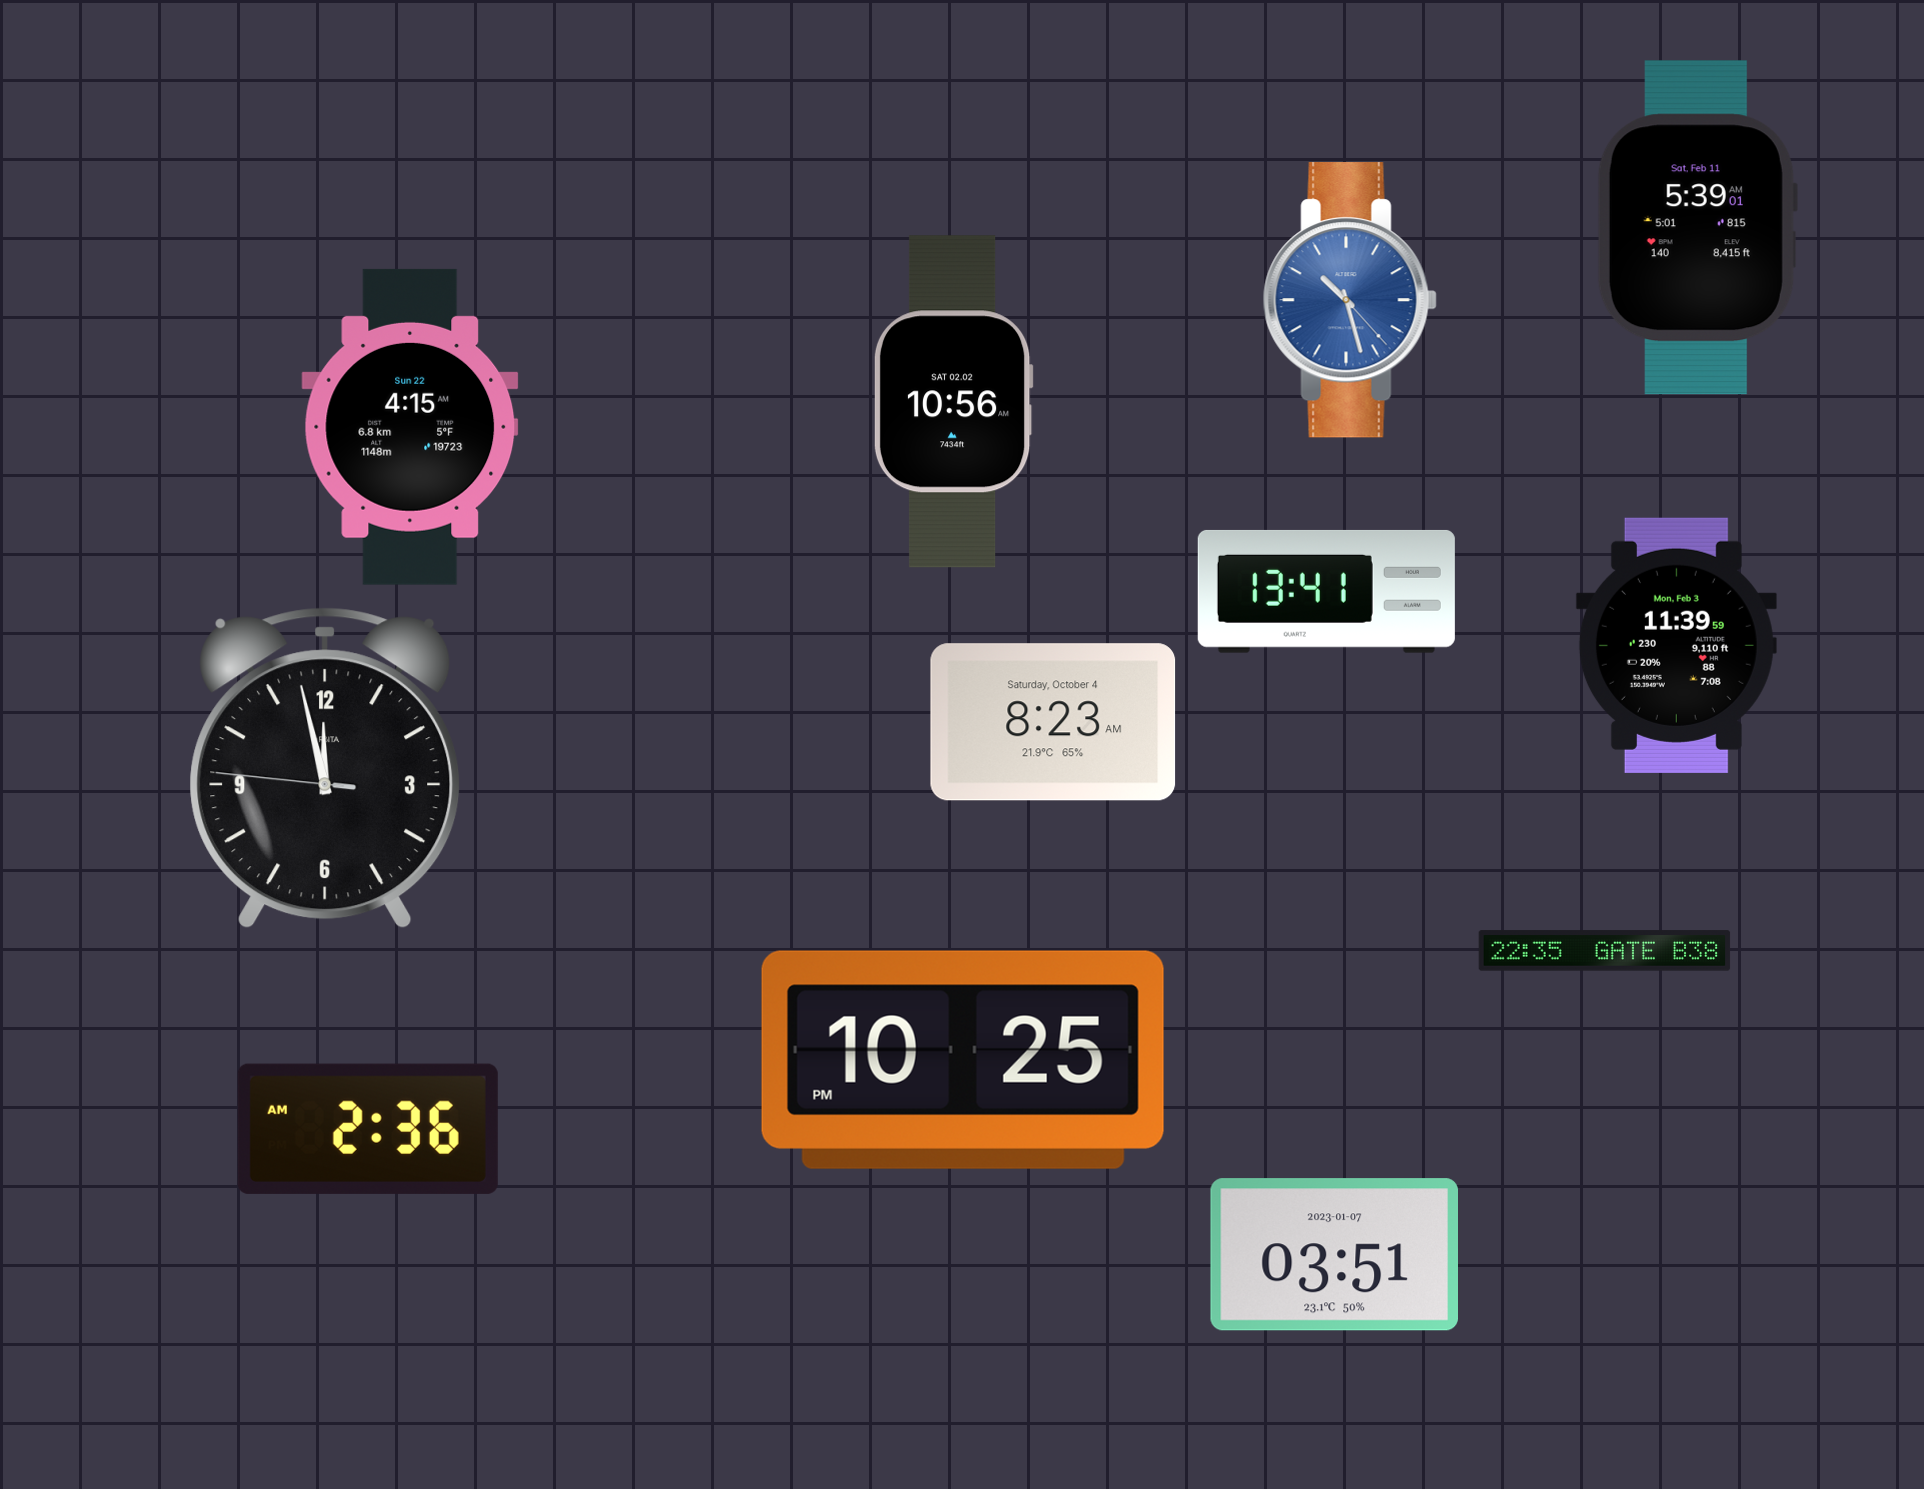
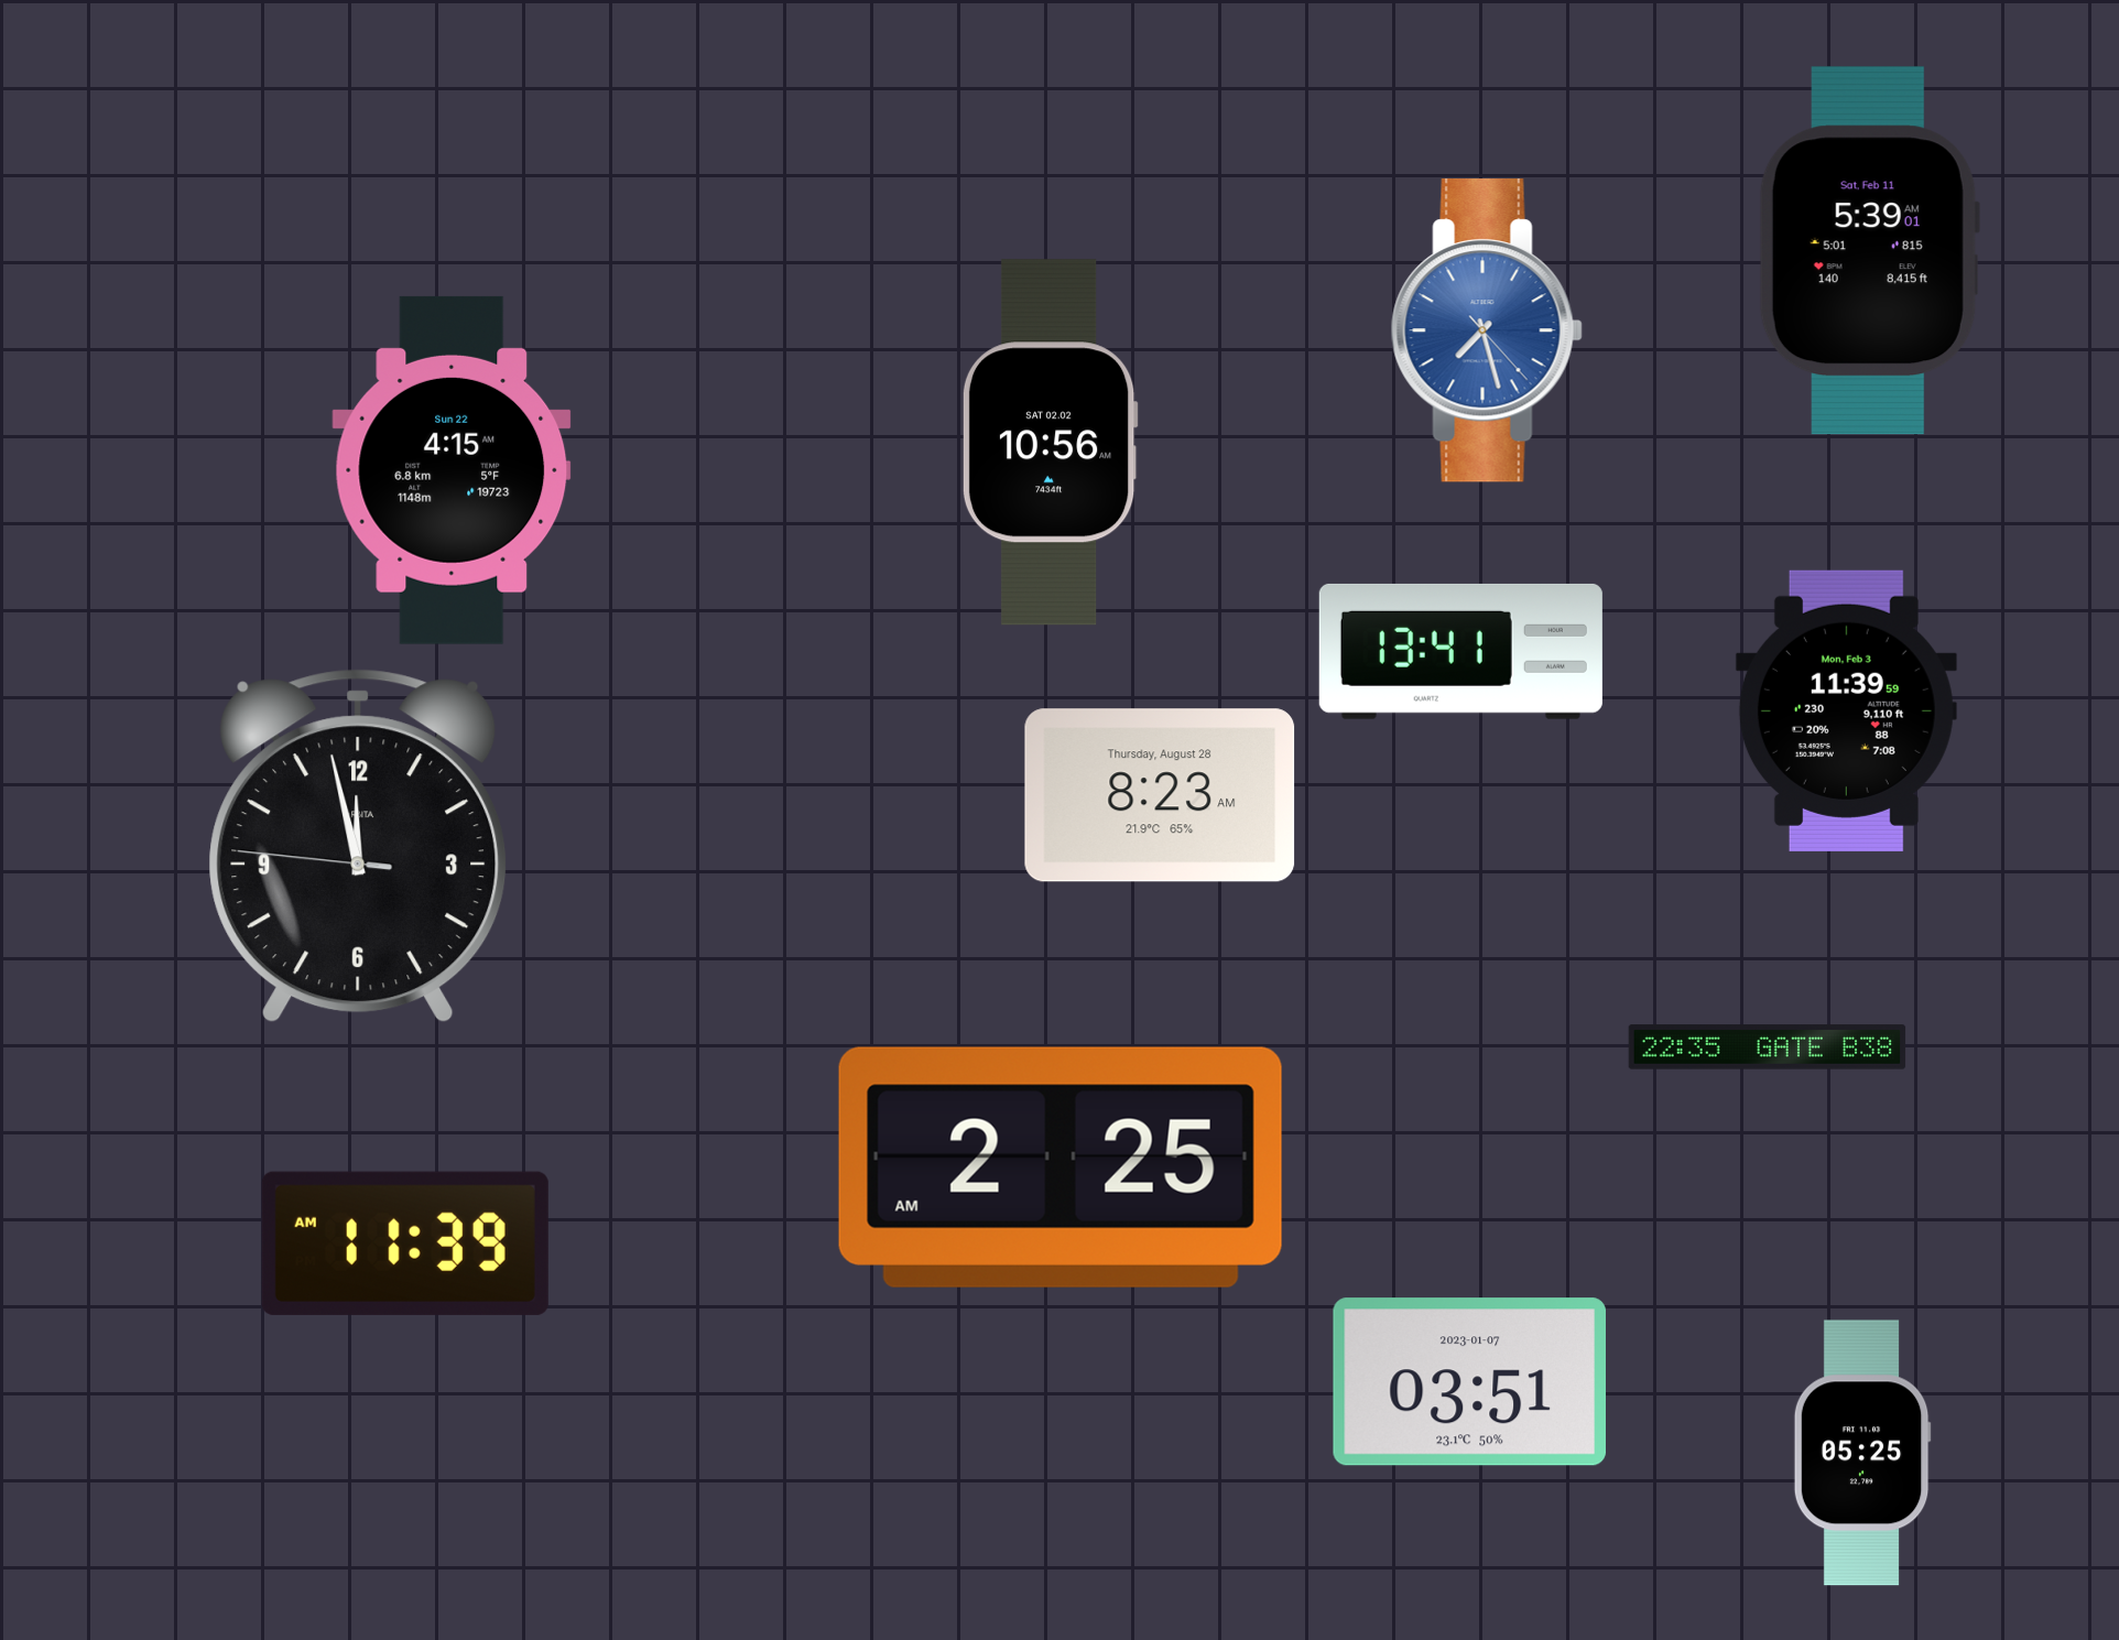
clock at (1350, 300): 10:27 -> 7:27
clock at (1053, 722) date: Saturday, October 4 -> Thursday, August 28
clock at (963, 1060): 10:25 -> 2:25
clock at (368, 1129): 2:36 -> 11:39
clock at (1862, 1453): none -> 05:25
